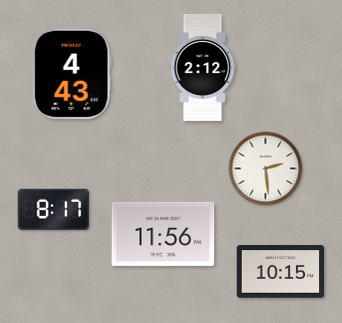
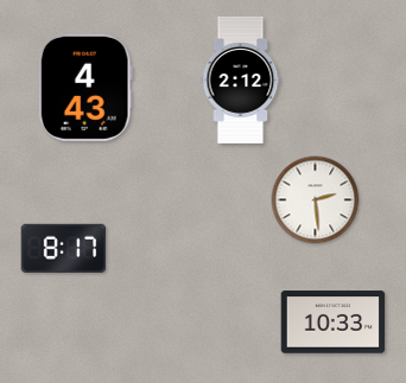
clock at (163, 234): 11:56 -> none
clock at (281, 272): 10:15 -> 10:33
